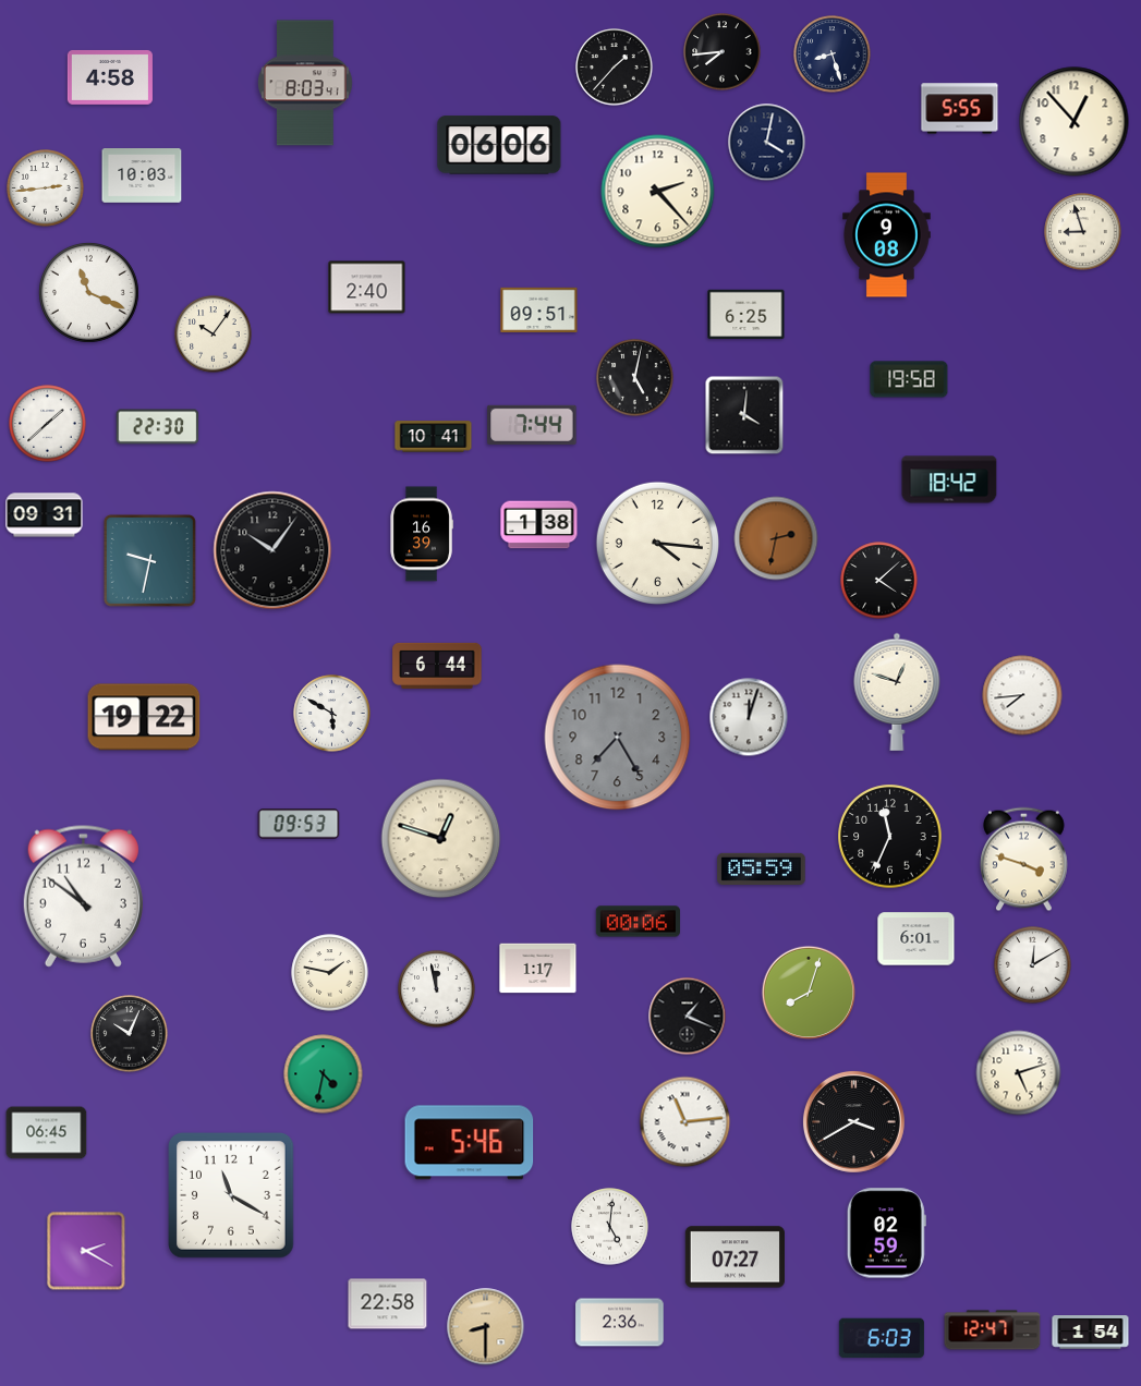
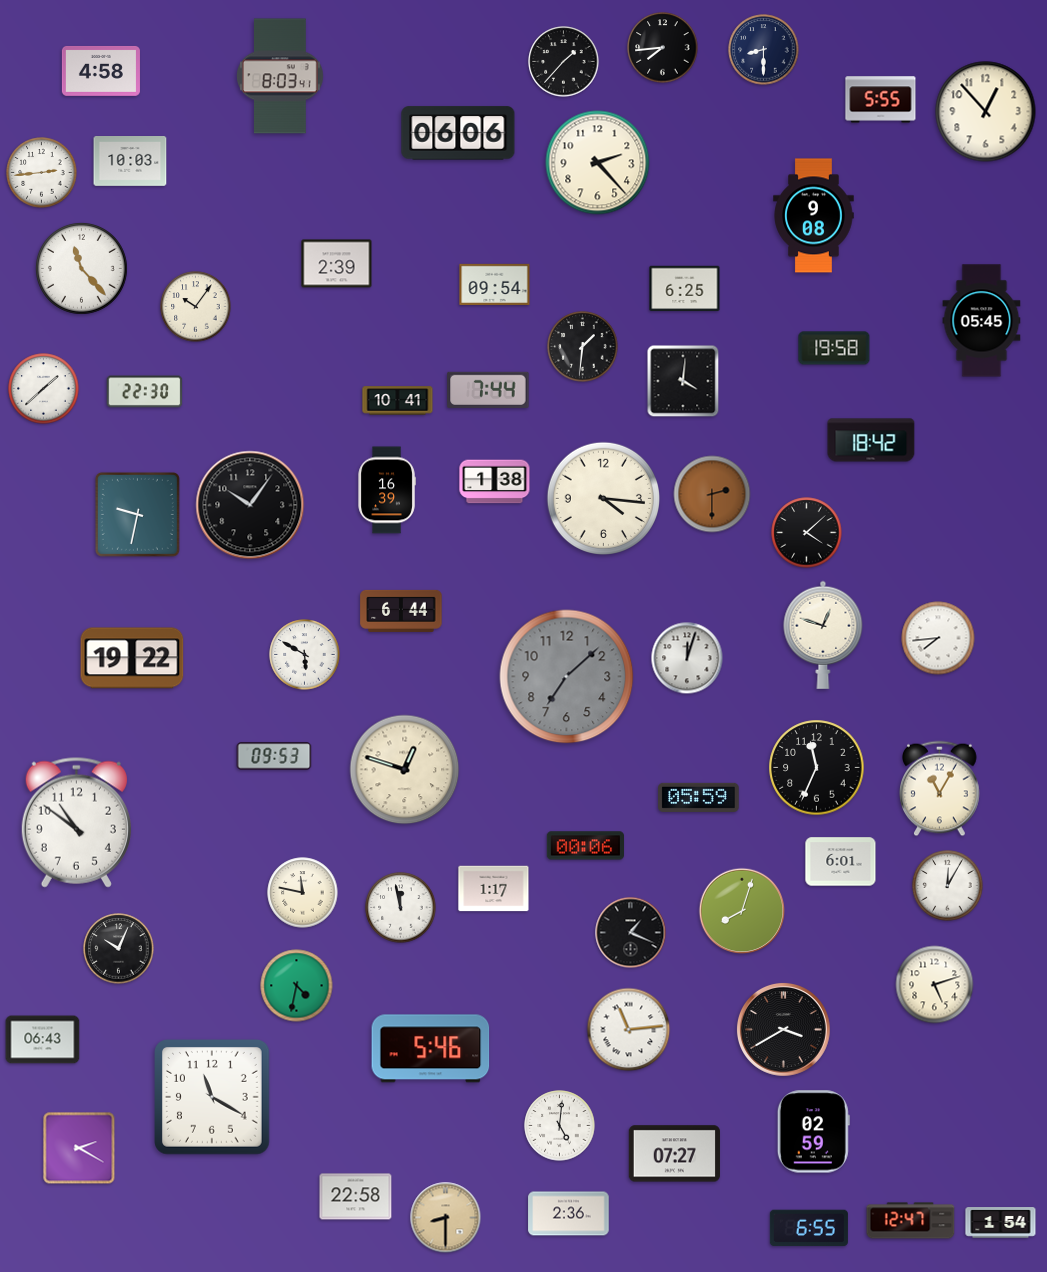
clock at (833, 54): 8:27 -> 8:30
clock at (767, 143): 4:02 -> none
clock at (658, 192) position: (658, 192) -> (598, 163)
clock at (1083, 232): 8:57 -> none
clock at (367, 288): 2:40 -> 2:39
clock at (88, 292): 11:19 -> 11:23
clock at (539, 309): 09:51 -> 09:54
clock at (982, 321): none -> 05:45
clock at (635, 378): 5:02 -> 1:31
clock at (45, 515): 09:31 -> none
clock at (776, 538): 2:32 -> 2:30
clock at (618, 738): 7:25 -> 7:08
clock at (1024, 860): 3:48 -> 11:05
clock at (1033, 965): 12:10 -> 12:05
clock at (330, 973): 1:47 -> 11:47
clock at (47, 1133): 06:45 -> 06:43
clock at (882, 1338): 6:03 -> 6:55
